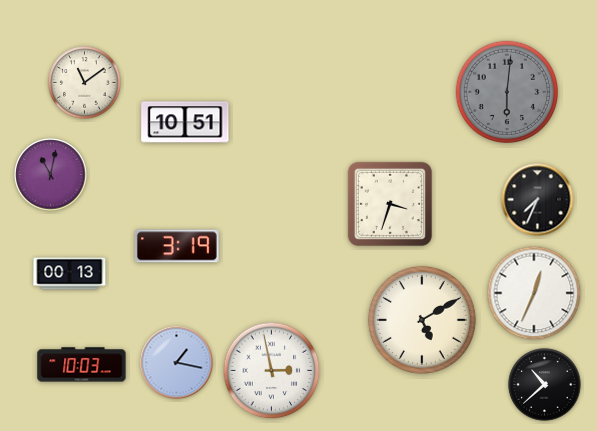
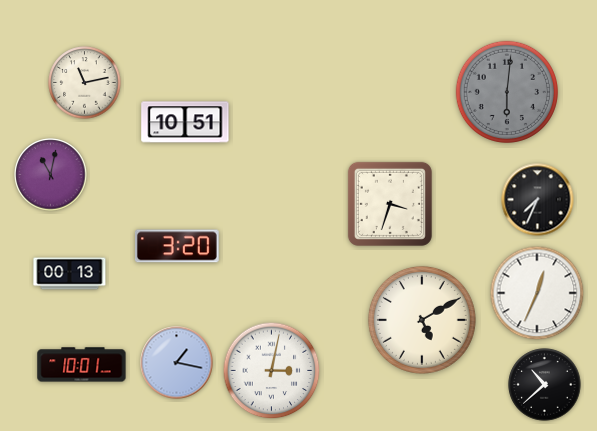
clock at (85, 83): 11:09 -> 11:13
clock at (177, 246): 3:19 -> 3:20
clock at (534, 293) position: (534, 293) -> (537, 293)
clock at (82, 365): 10:03 -> 10:01
clock at (272, 371): 2:58 -> 3:02
